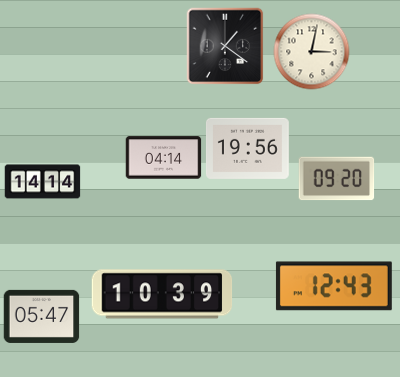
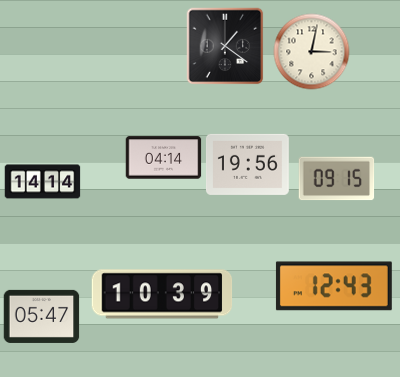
clock at (247, 148) position: (247, 148) -> (247, 164)
clock at (337, 179): 09:20 -> 09:15
